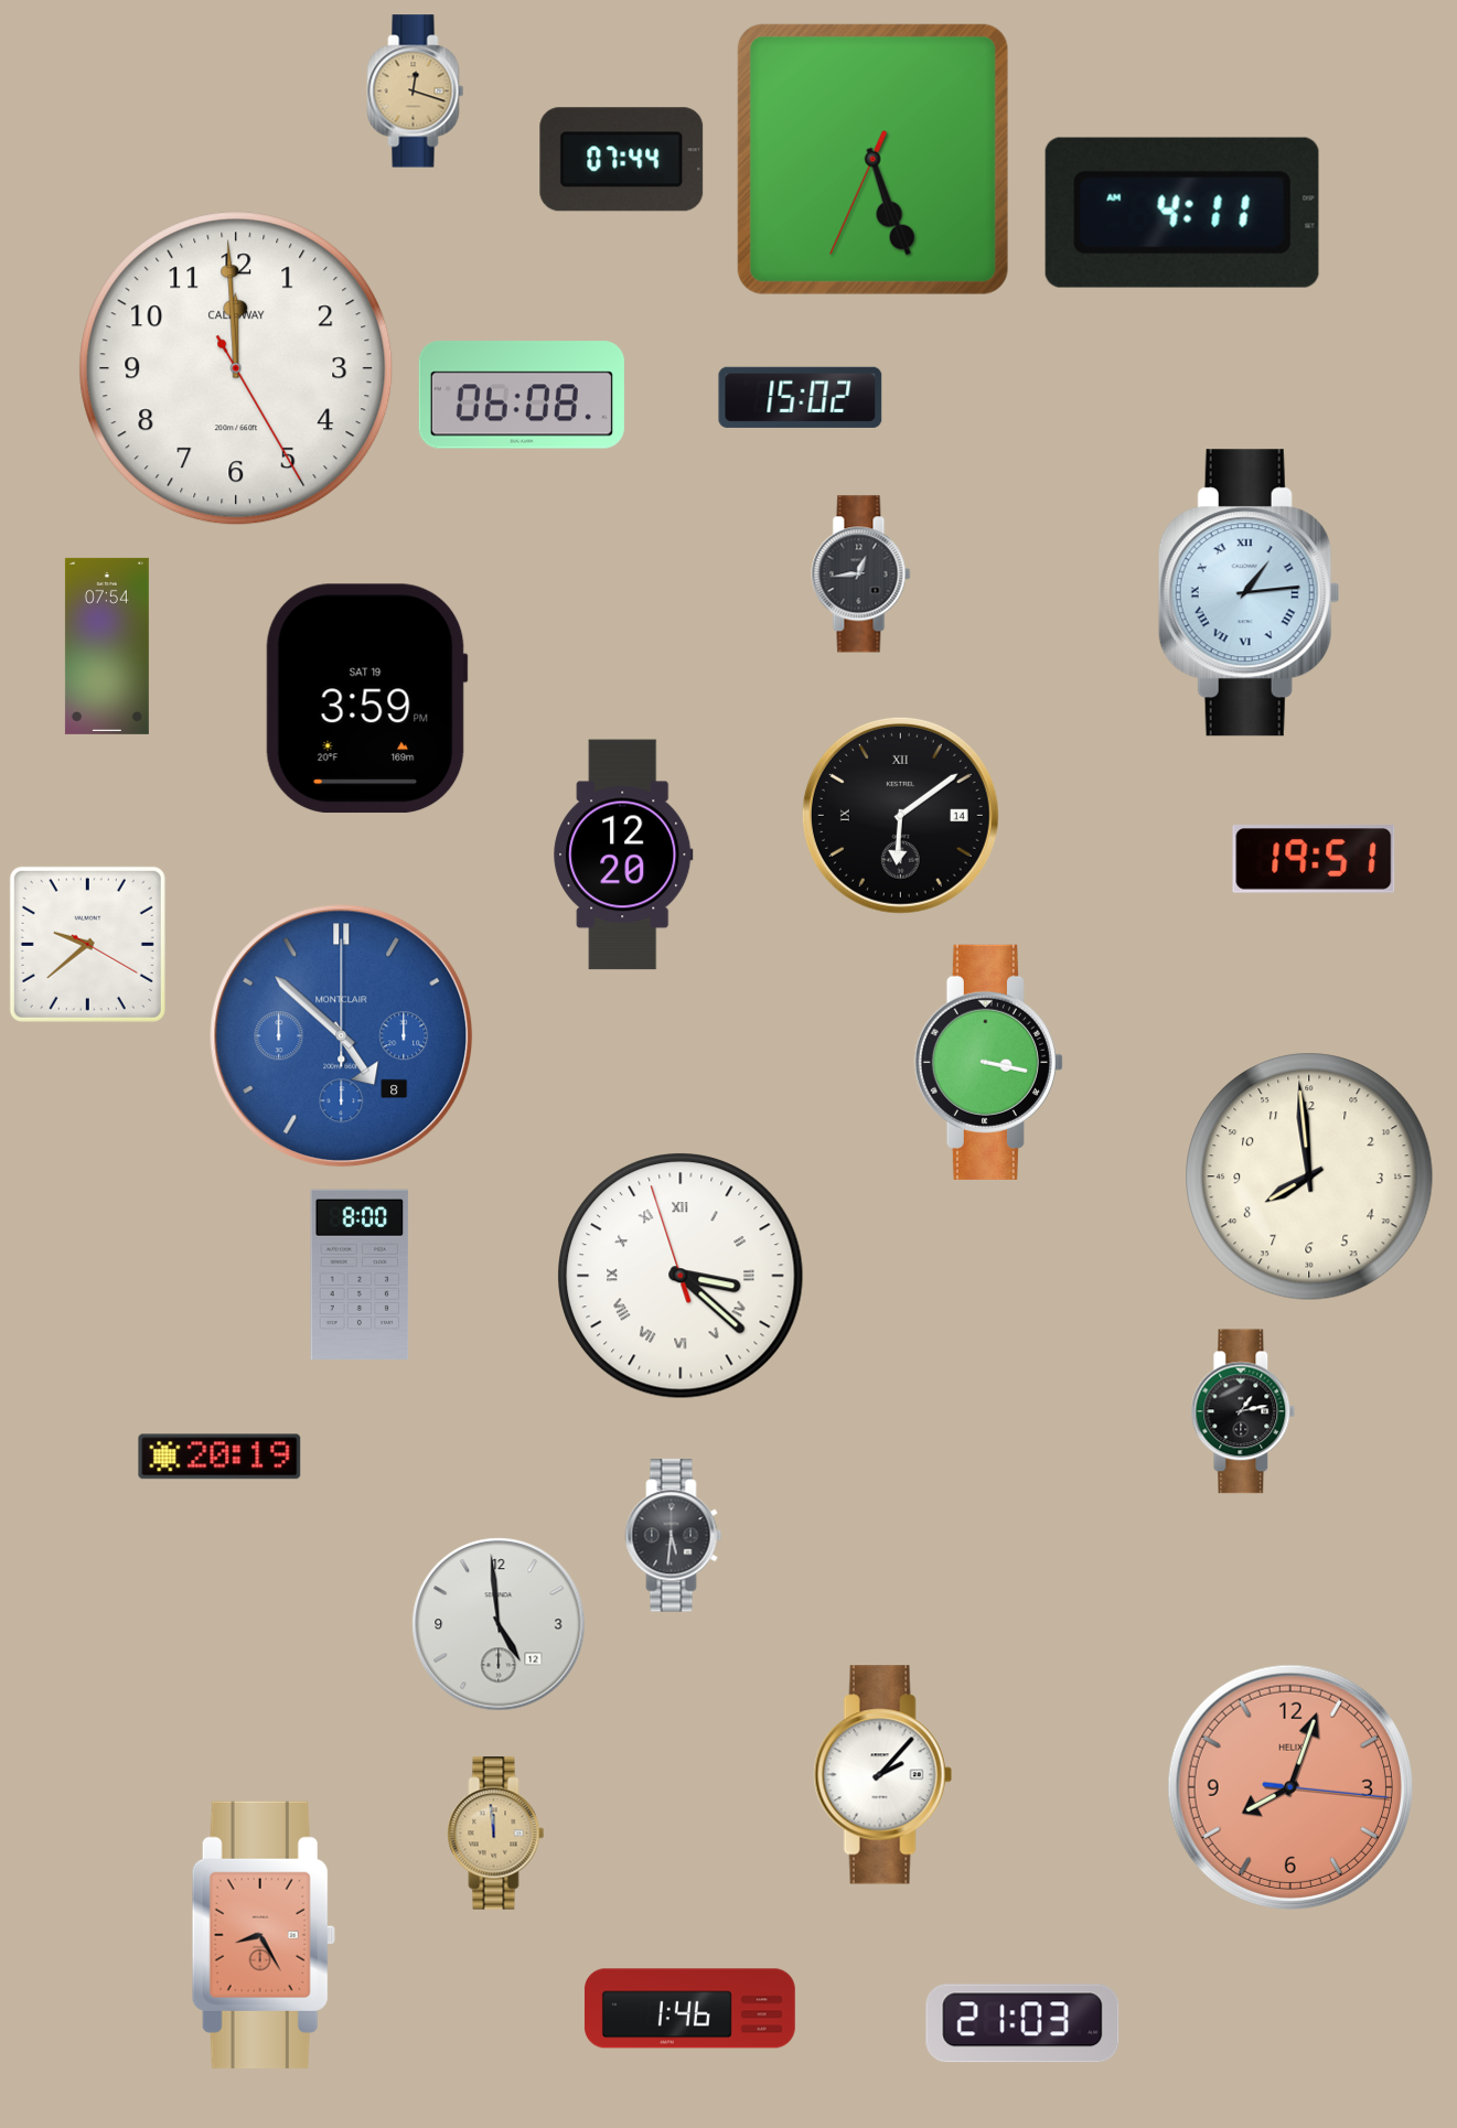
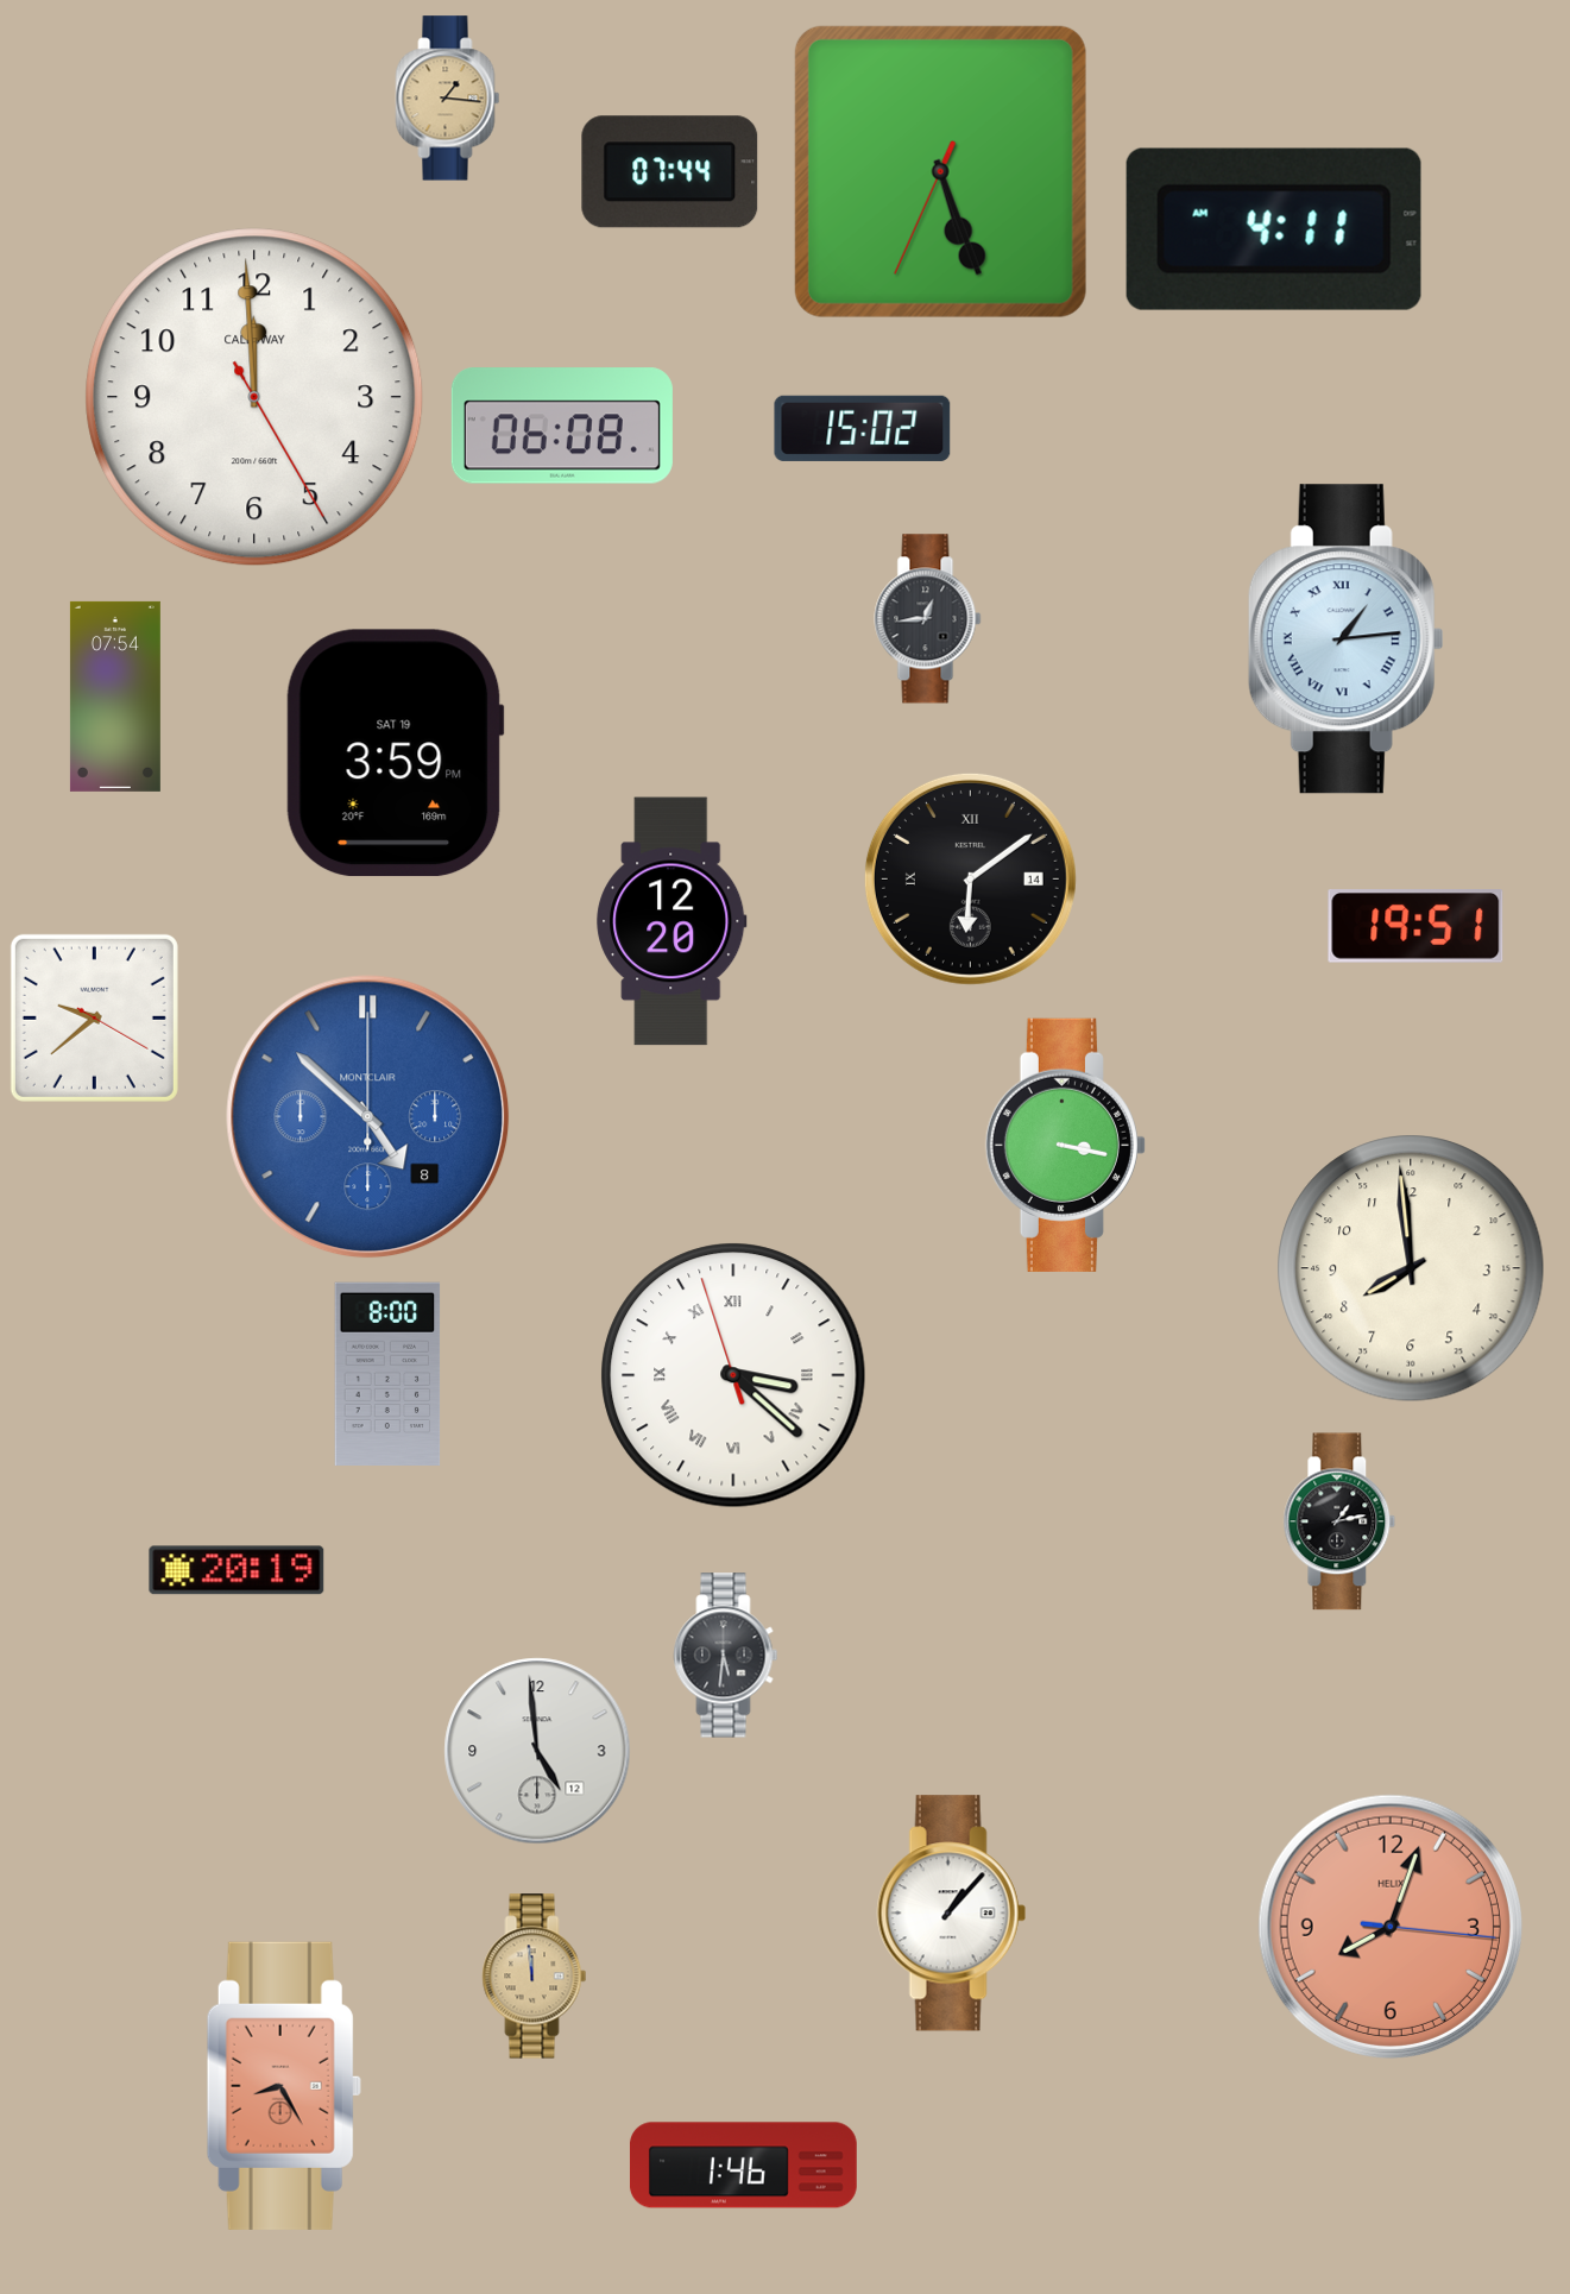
clock at (416, 92): 12:18 -> 1:16
clock at (882, 1775): 2:07 -> 1:07
clock at (1022, 2023): 21:03 -> none
